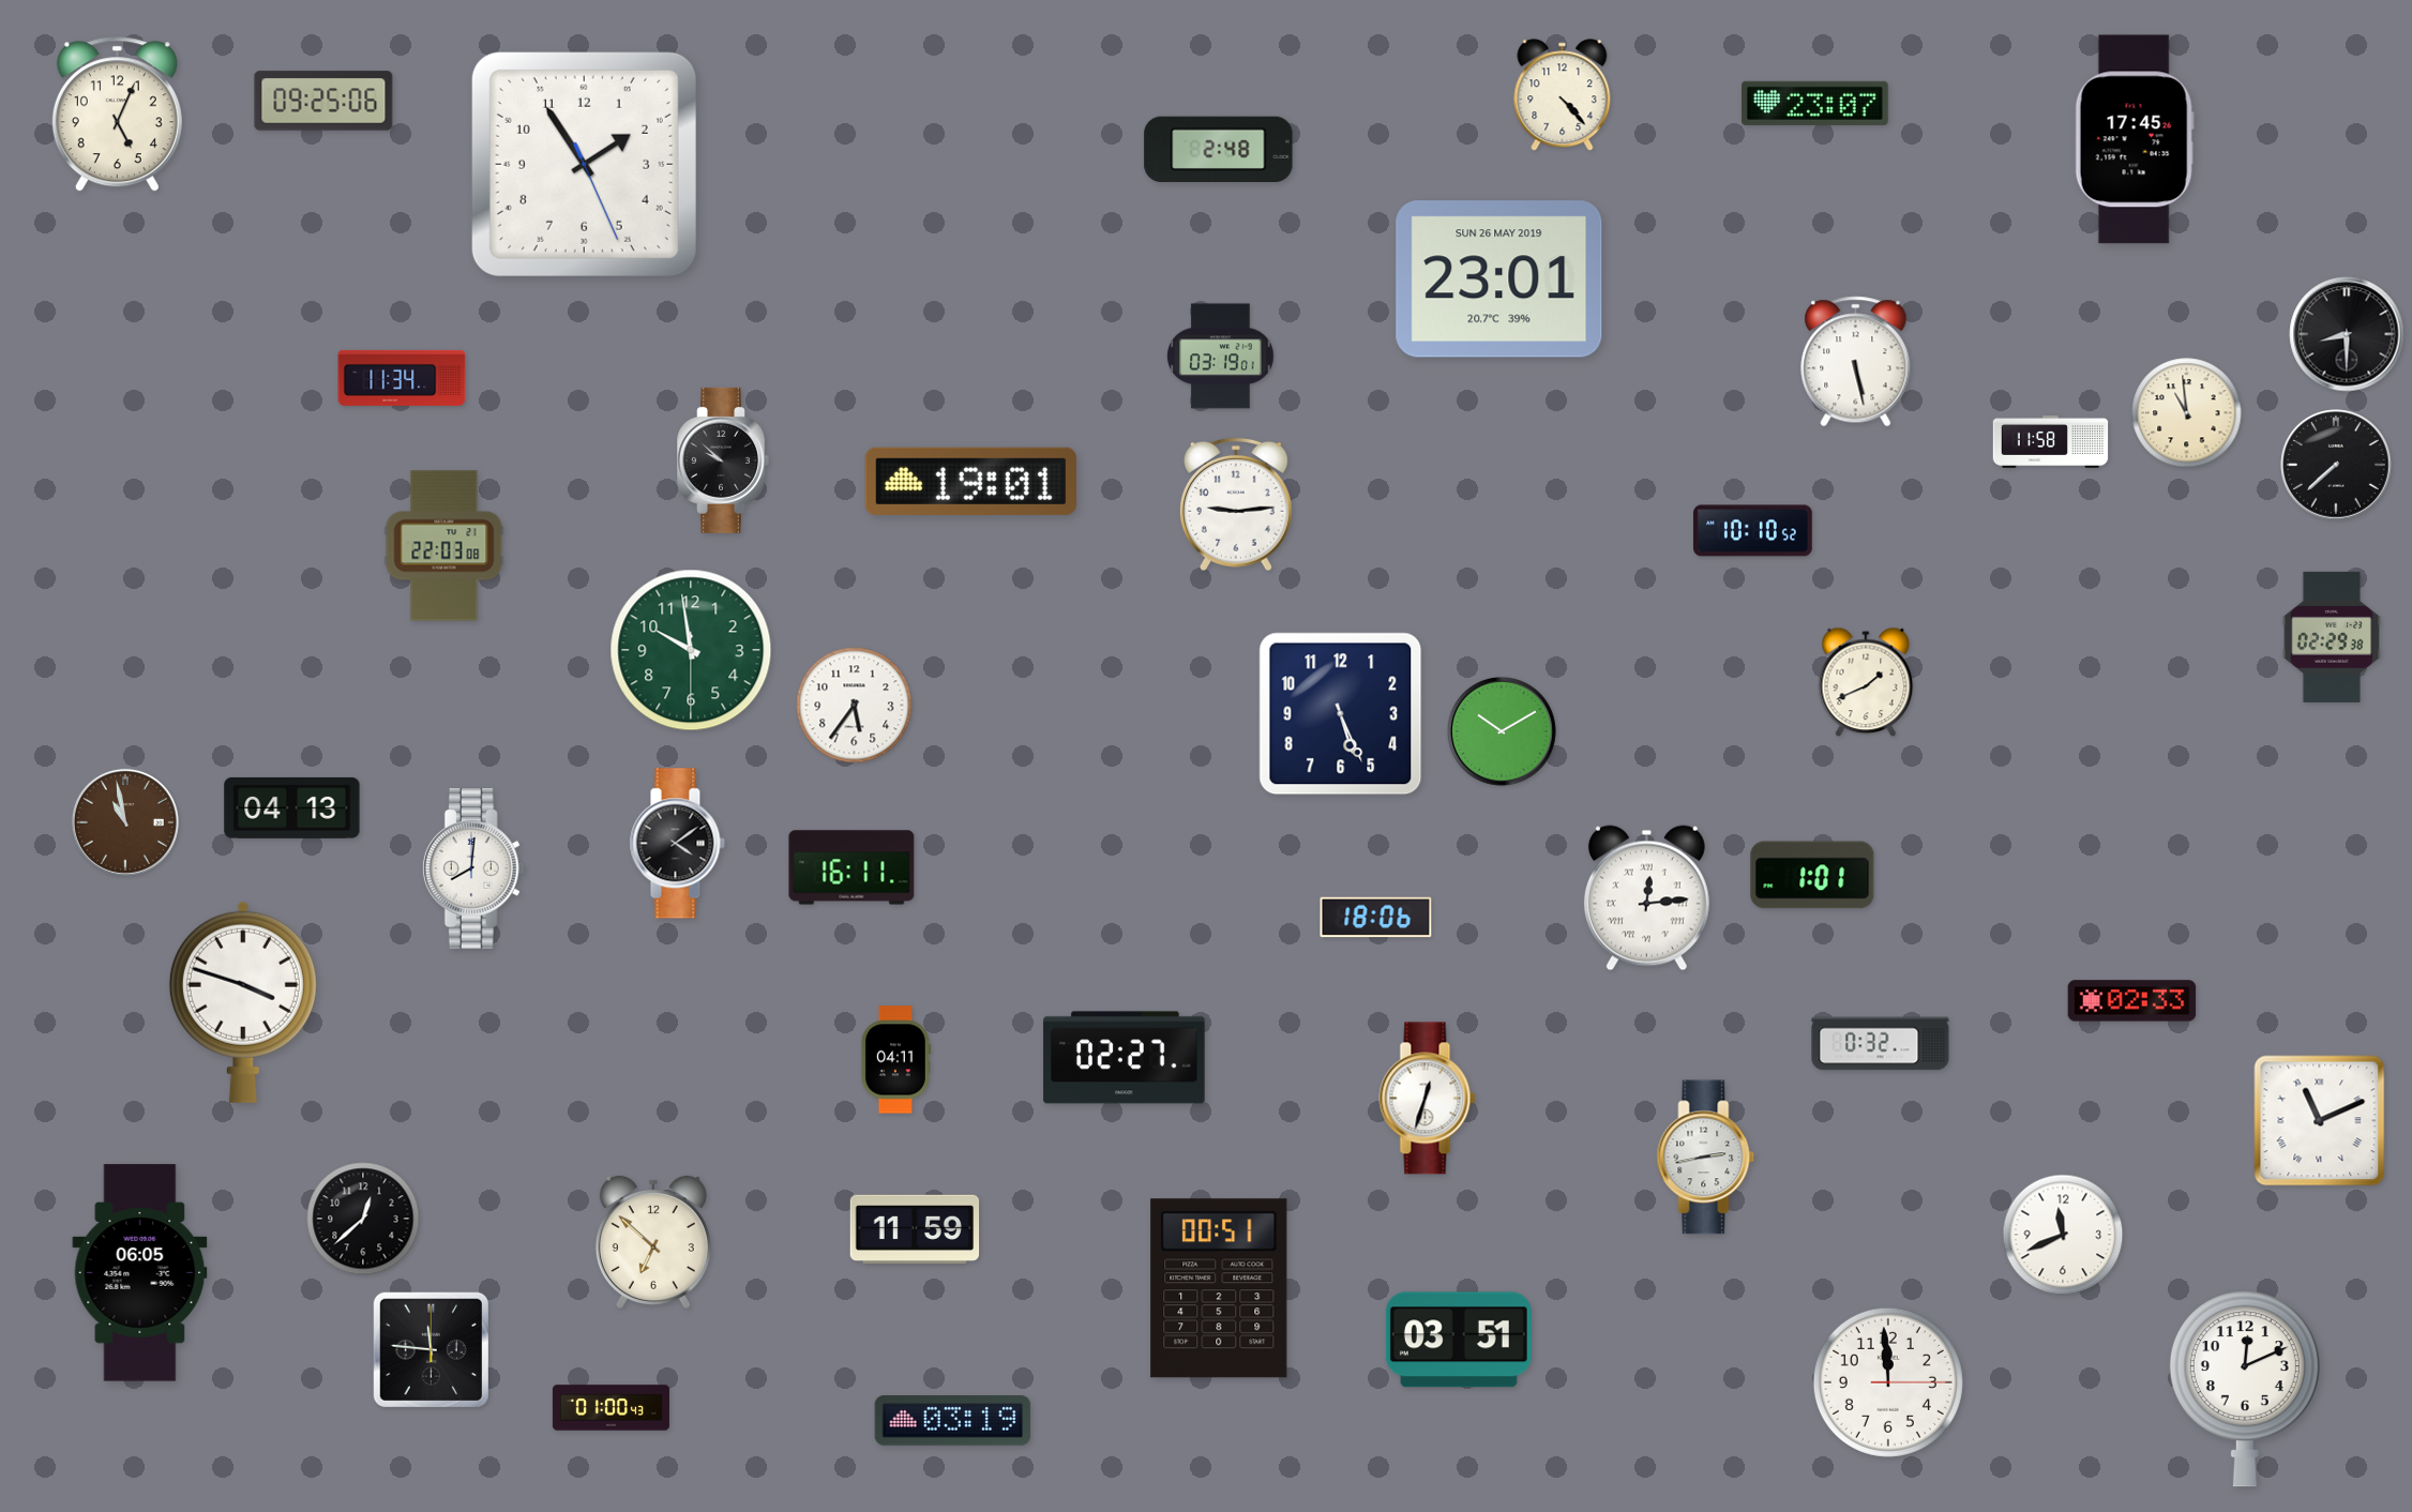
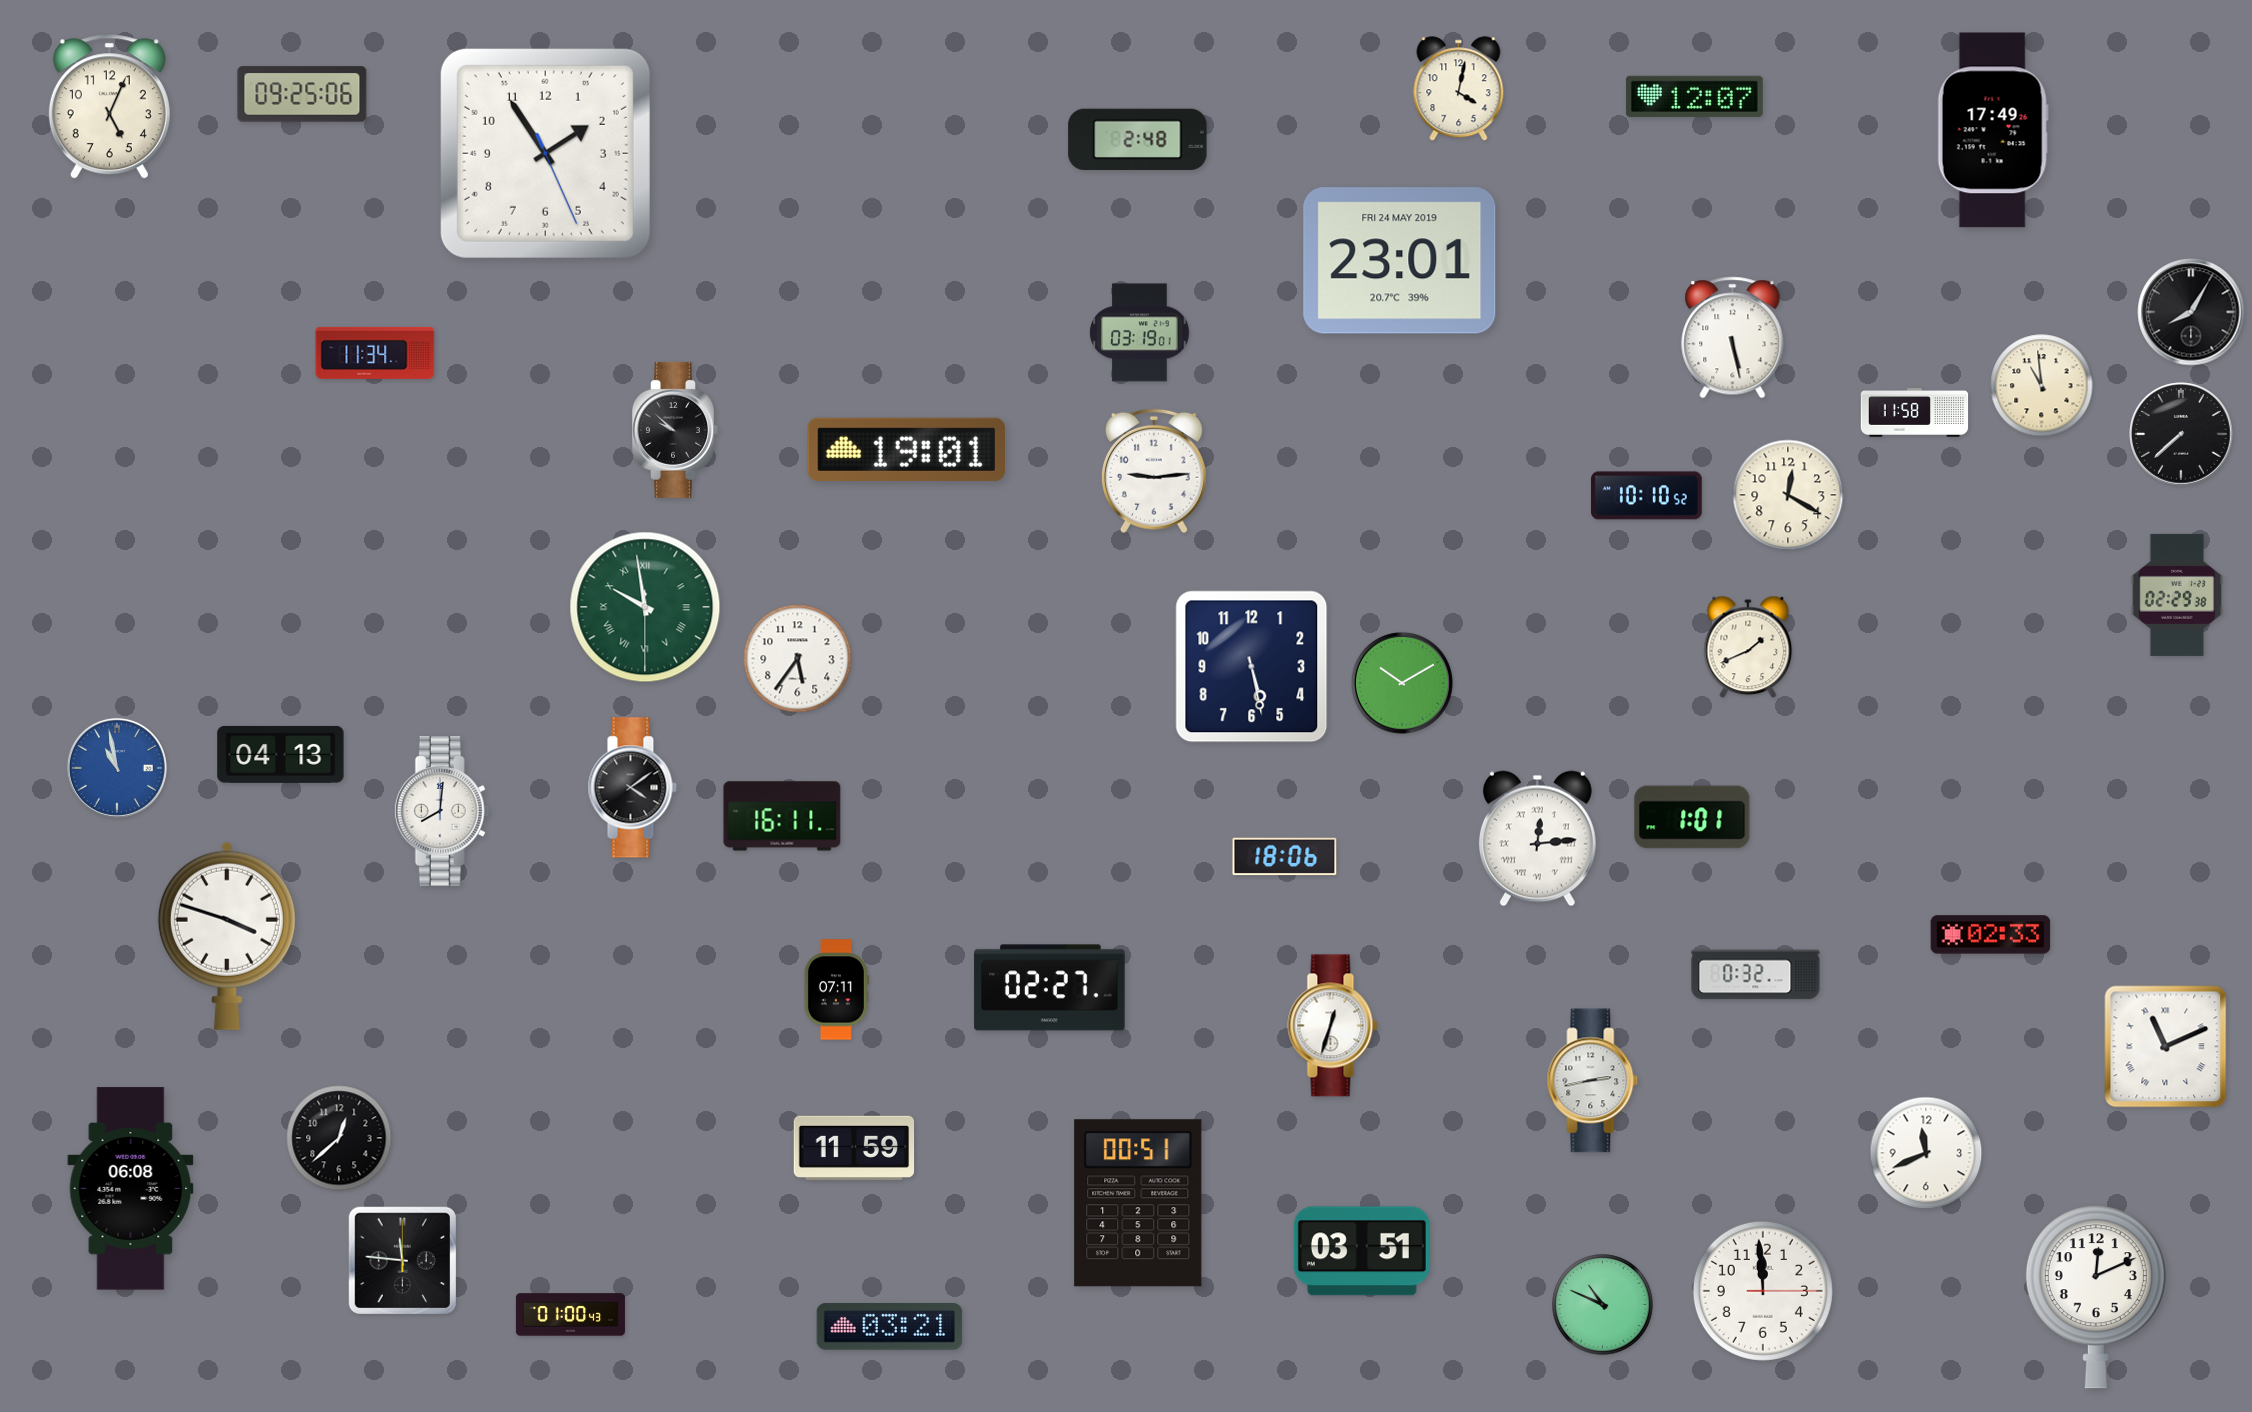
clock at (1563, 95): 4:23 -> 4:02
clock at (1815, 103): 23:07 -> 12:07
clock at (2135, 139): 17:45 -> 17:49
clock at (1499, 279) date: SUN 26 MAY 2019 -> FRI 24 MAY 2019
clock at (2347, 334): 8:30 -> 8:05
clock at (1788, 495): none -> 12:20
clock at (1753, 531) position: (1753, 531) -> (1647, 496)
clock at (444, 546): 22:03 -> none
clock at (691, 650) numerals: Arabic -> Roman
clock at (1866, 682) position: (1866, 682) -> (1748, 647)
clock at (1341, 714): 5:26 -> 5:28
clock at (292, 807) position: (292, 807) -> (281, 754)
clock at (125, 822) dial: brown -> blue
clock at (851, 867) position: (851, 867) -> (782, 816)
clock at (895, 1060): 04:11 -> 07:11
clock at (653, 1242): 6:52 -> none
clock at (140, 1273): 06:05 -> 06:08
clock at (1603, 1305): none -> 10:49
clock at (953, 1421): 03:19 -> 03:21
